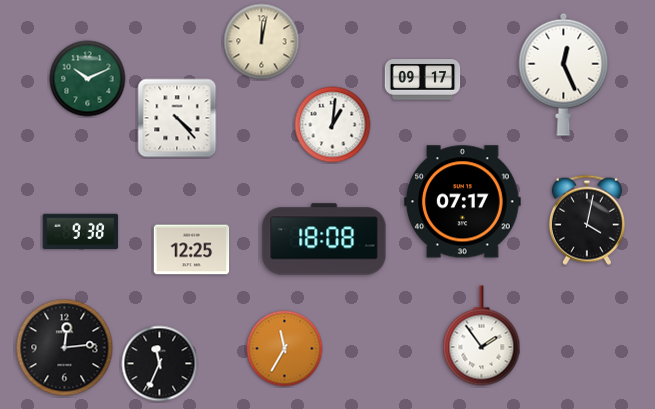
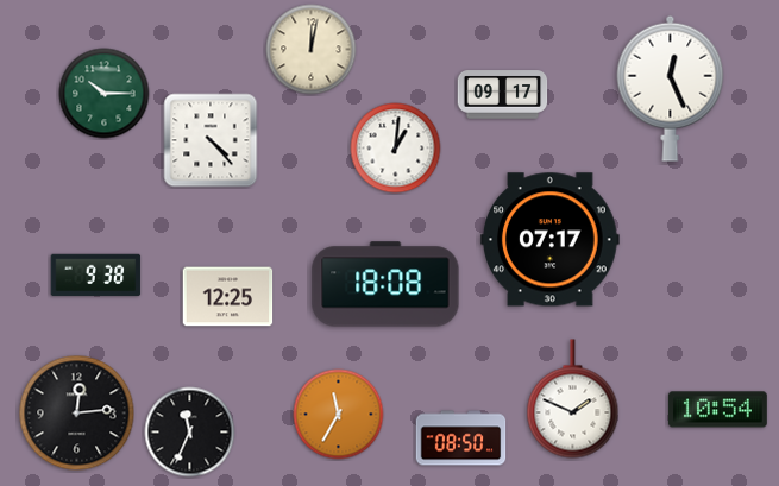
clock at (88, 79): 10:11 -> 10:15
clock at (587, 220): 4:02 -> none
clock at (482, 336): 1:54 -> 1:49
clock at (717, 410): none -> 10:54
clock at (461, 438): none -> 08:50
